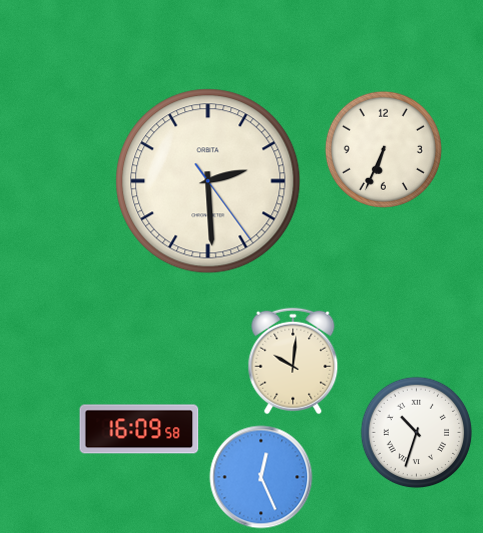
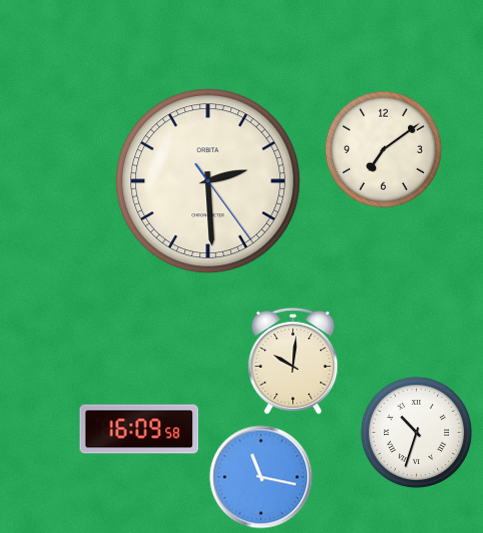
clock at (383, 149): 6:34 -> 7:09
clock at (261, 477): 12:26 -> 11:17
